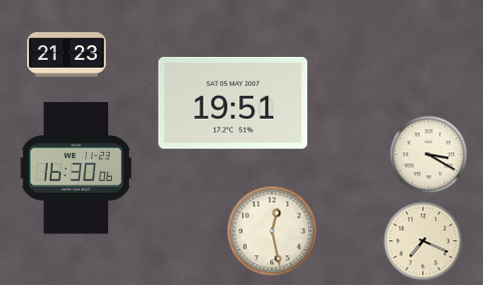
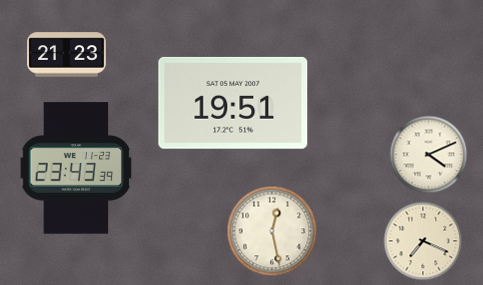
clock at (428, 154): 3:20 -> 4:11
clock at (76, 168): 16:30 -> 23:43
